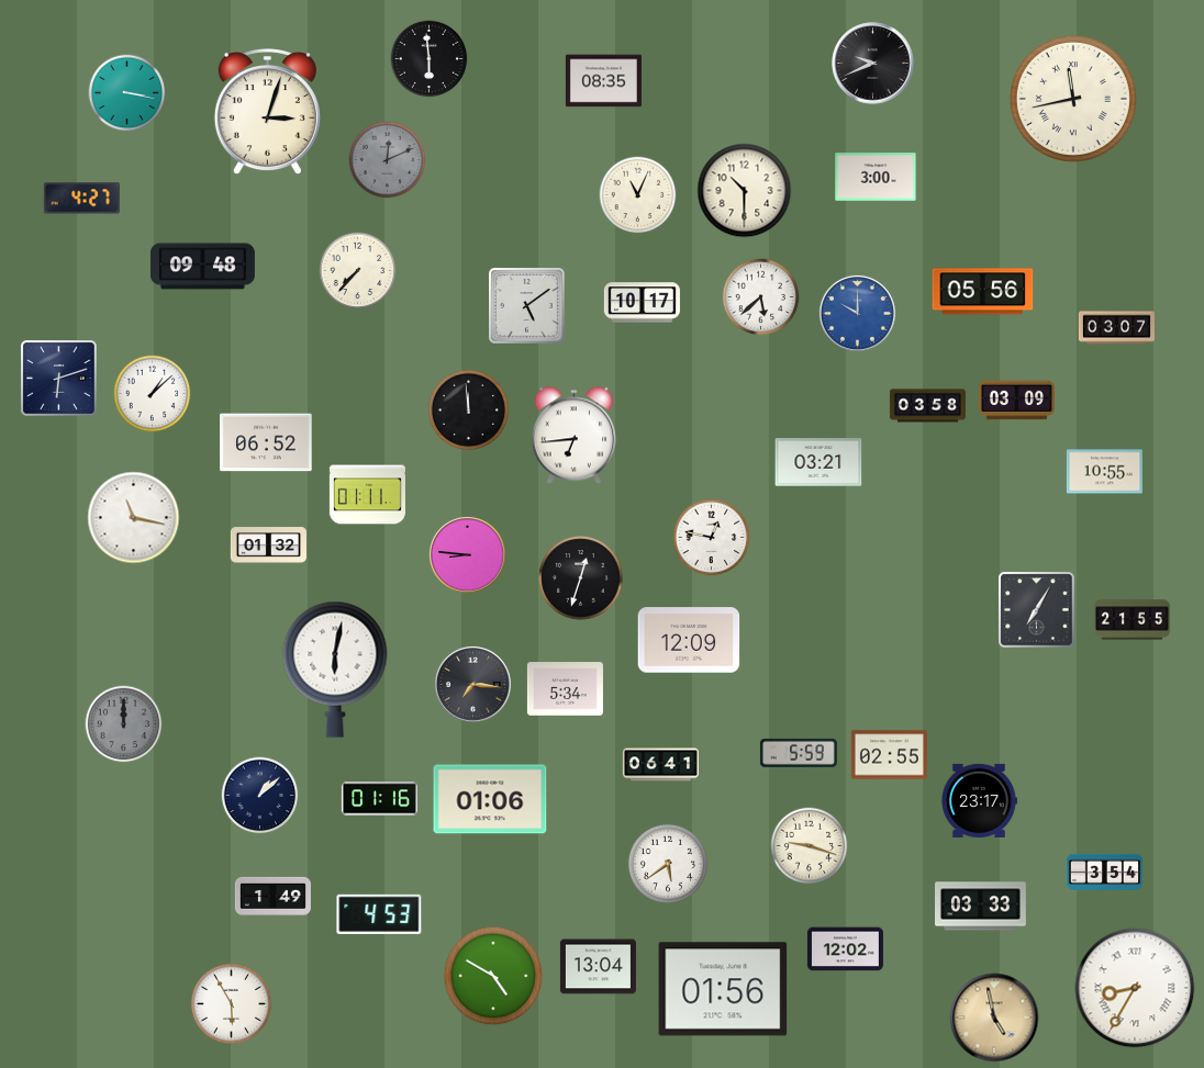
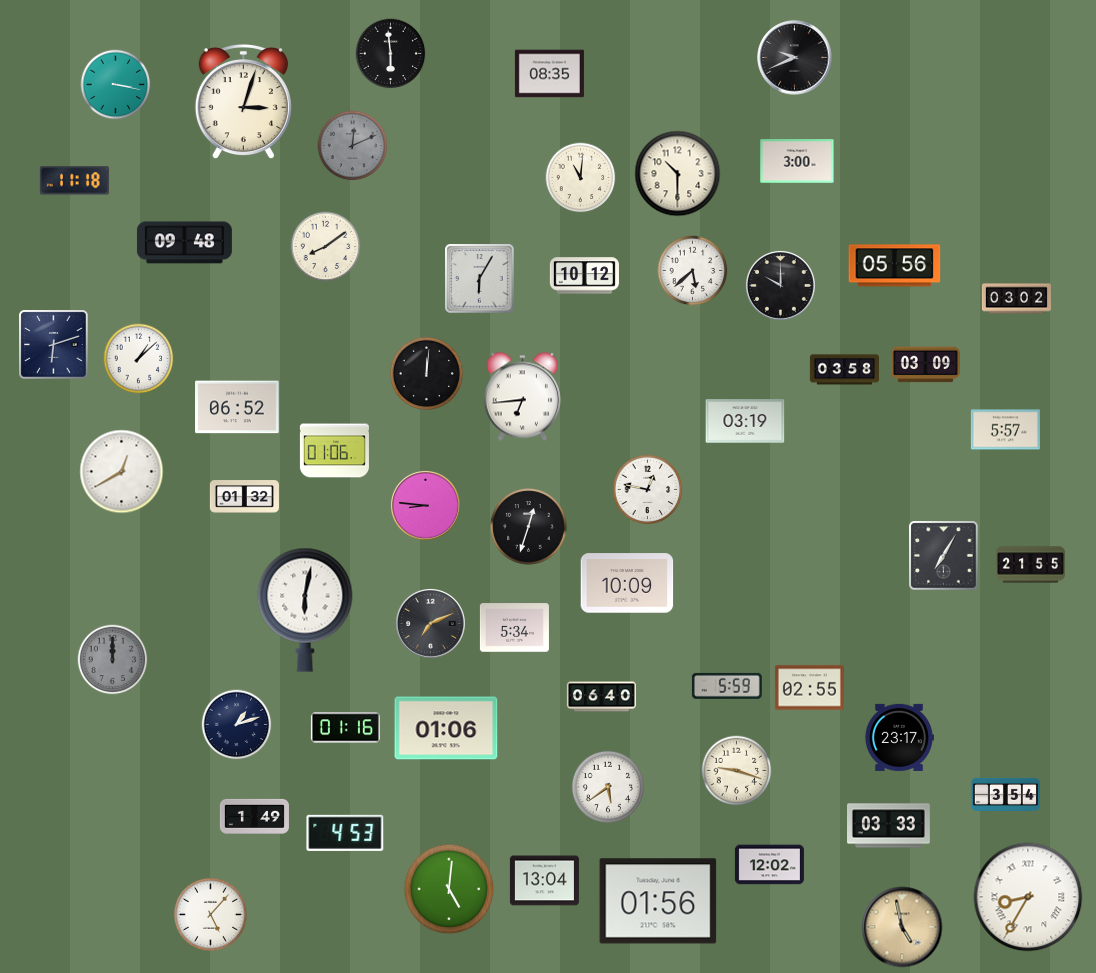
clock at (1073, 99): 11:43 -> none
clock at (638, 195): 11:04 -> 11:01
clock at (81, 199): 4:27 -> 11:18
clock at (358, 271): 7:37 -> 8:09
clock at (642, 303): 10:17 -> 10:12
clock at (527, 306): 5:09 -> 6:05
clock at (857, 313) dial: blue -> black
clock at (1116, 328): 03:07 -> 03:02
clock at (468, 409): 11:59 -> 12:01
clock at (266, 442) position: (266, 442) -> (237, 407)
clock at (818, 462): 03:21 -> 03:19
clock at (1104, 472): 10:55 -> 5:57
clock at (367, 495): 01:11 -> 01:06
clock at (134, 518): 11:17 -> 12:40
clock at (689, 640): 12:09 -> 10:09
clock at (472, 684): 7:16 -> 7:11
clock at (660, 765): 06:41 -> 06:40
clock at (260, 796): 1:08 -> 1:12
clock at (979, 800) position: (979, 800) -> (899, 737)
clock at (272, 896) position: (272, 896) -> (254, 816)
clock at (981, 907) position: (981, 907) -> (889, 826)
clock at (493, 976): 4:50 -> 5:01
clock at (1135, 988) position: (1135, 988) -> (1028, 897)
clock at (231, 1003): 5:55 -> 5:07
clock at (994, 1018) position: (994, 1018) -> (902, 927)
